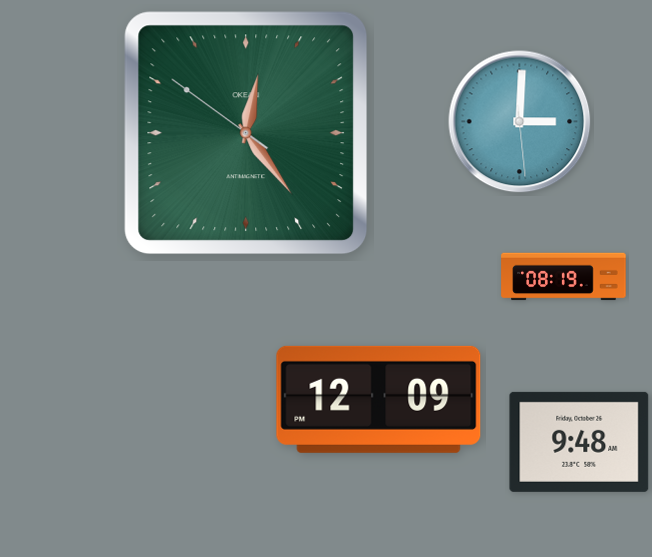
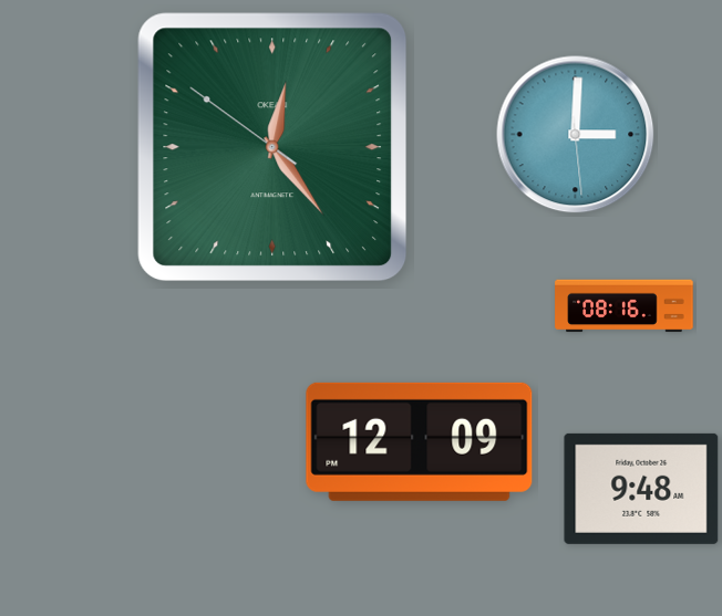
clock at (564, 277): 08:19 -> 08:16
